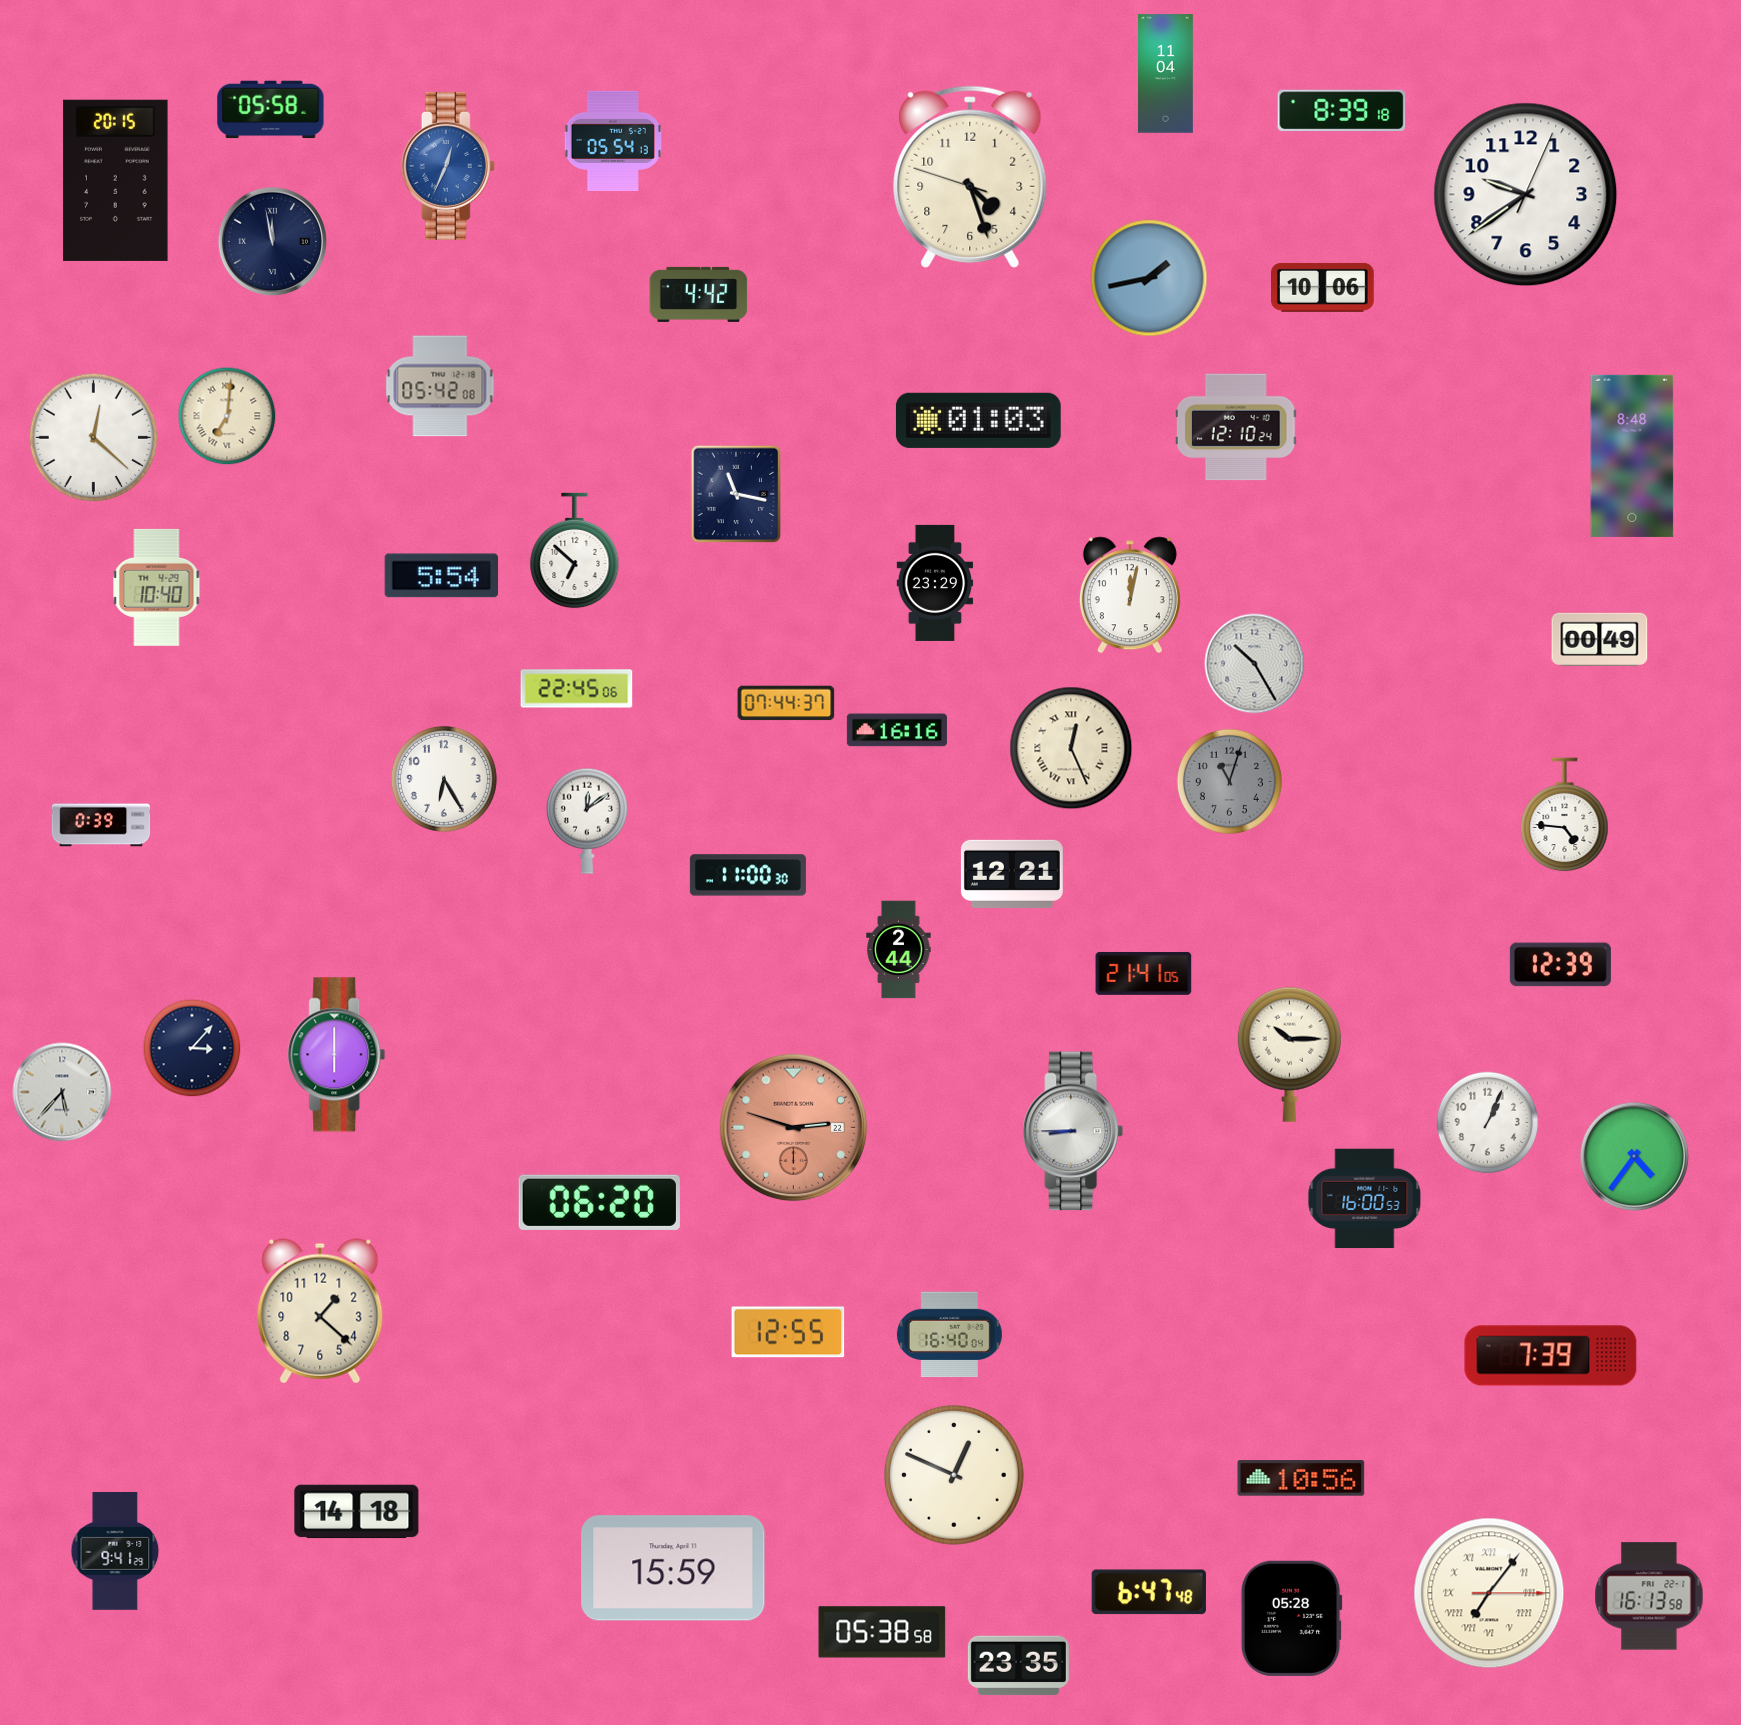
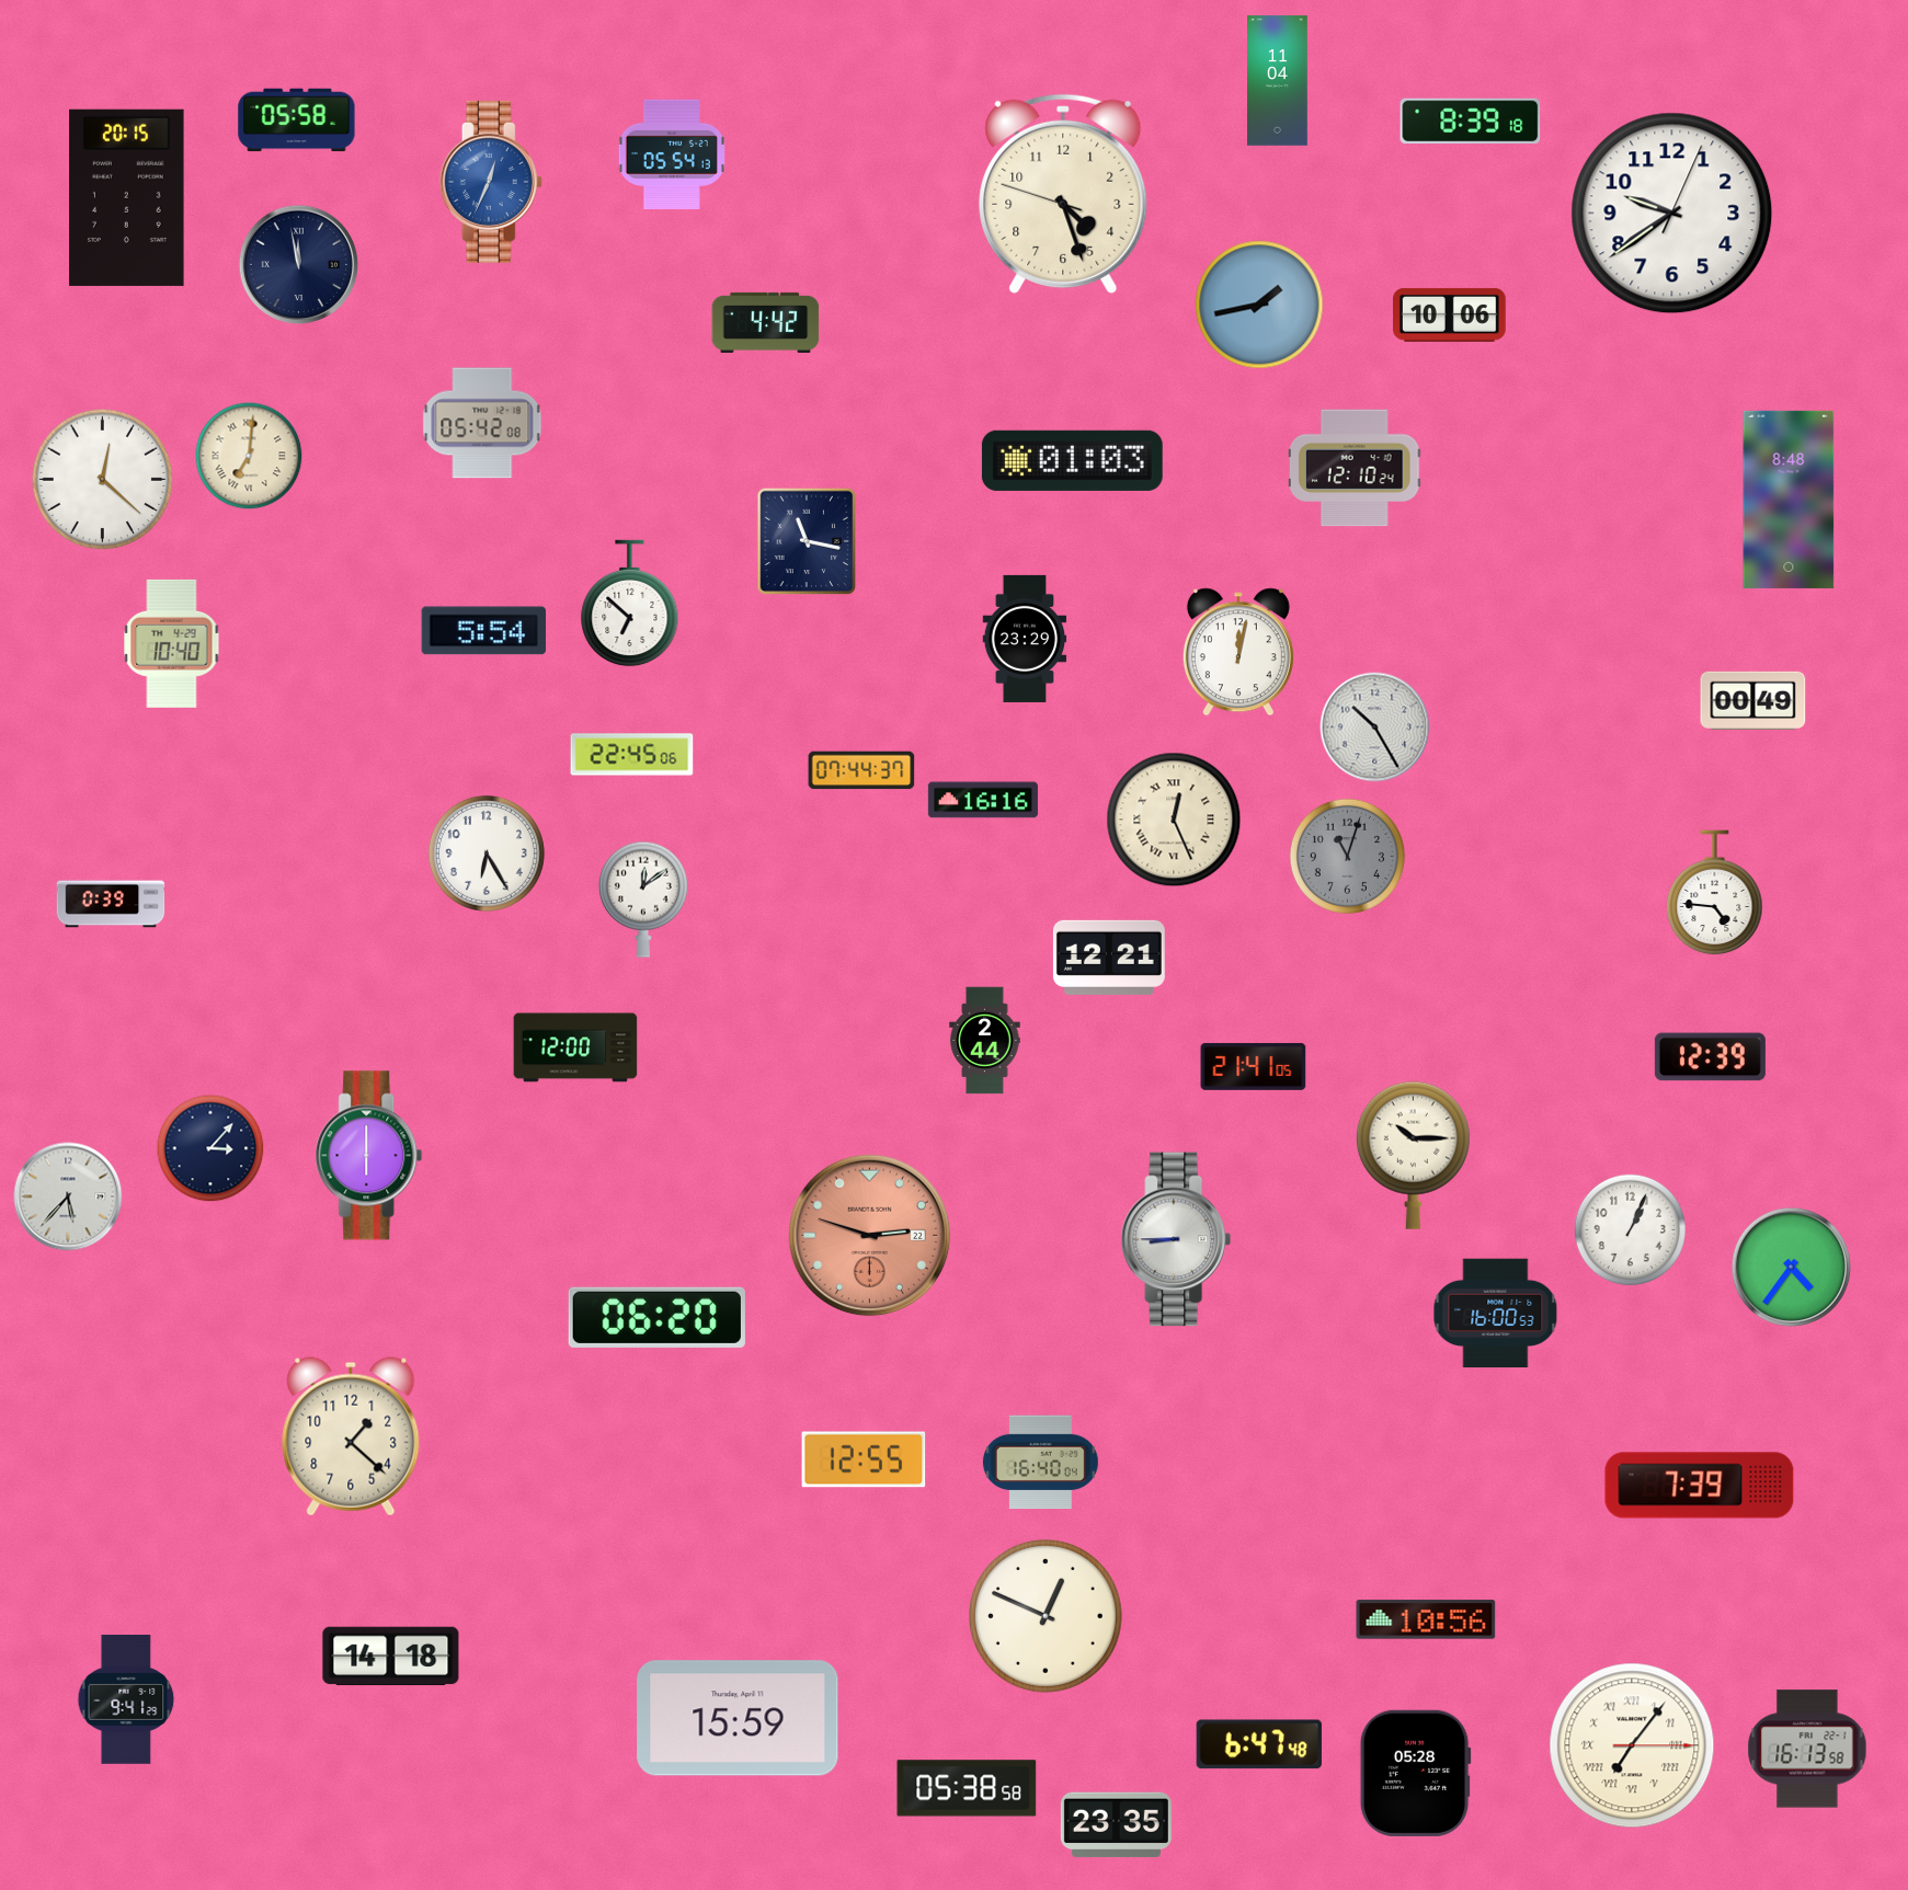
clock at (748, 875): 11:00 -> none
clock at (575, 1047): none -> 12:00
